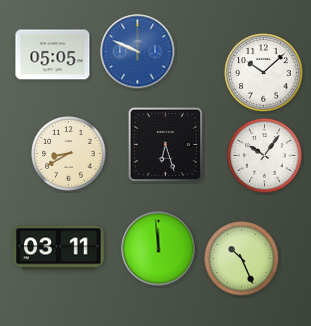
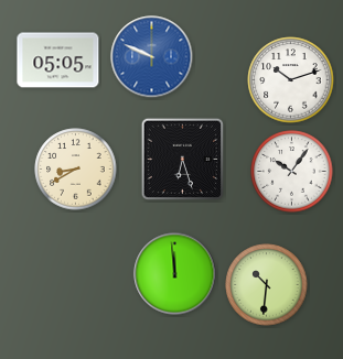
clock at (264, 73): 10:08 -> 10:12
clock at (59, 248): 03:11 -> none
clock at (242, 259): 10:26 -> 10:31
